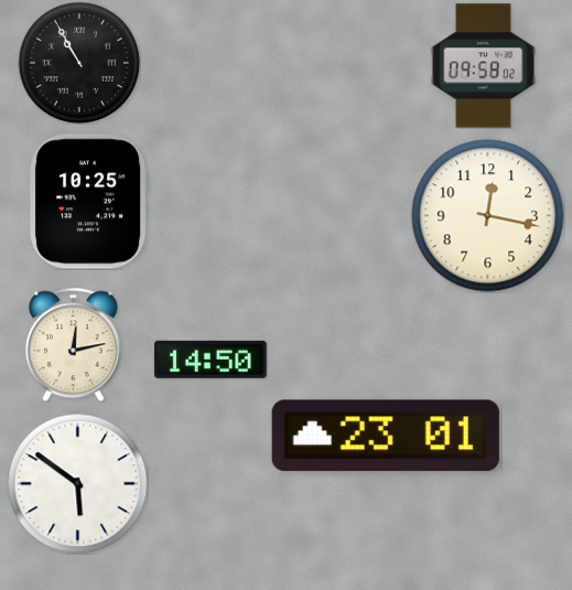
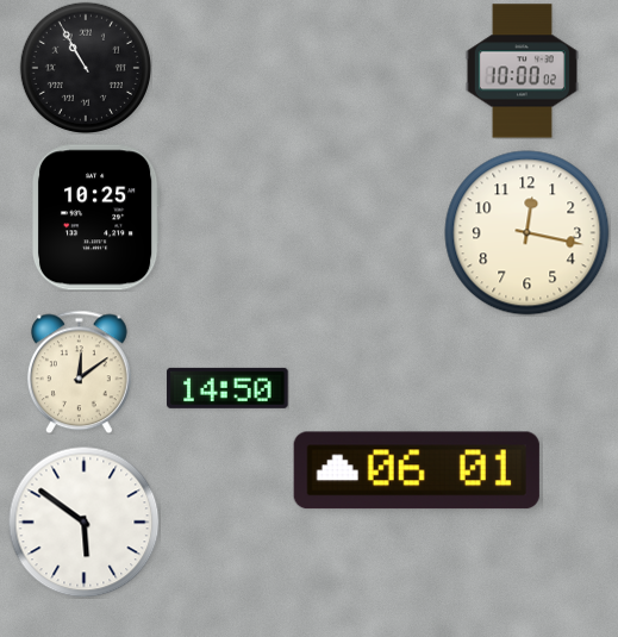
clock at (483, 66): 09:58 -> 10:00
clock at (73, 344): 12:13 -> 12:09
clock at (386, 436): 23:01 -> 06:01
